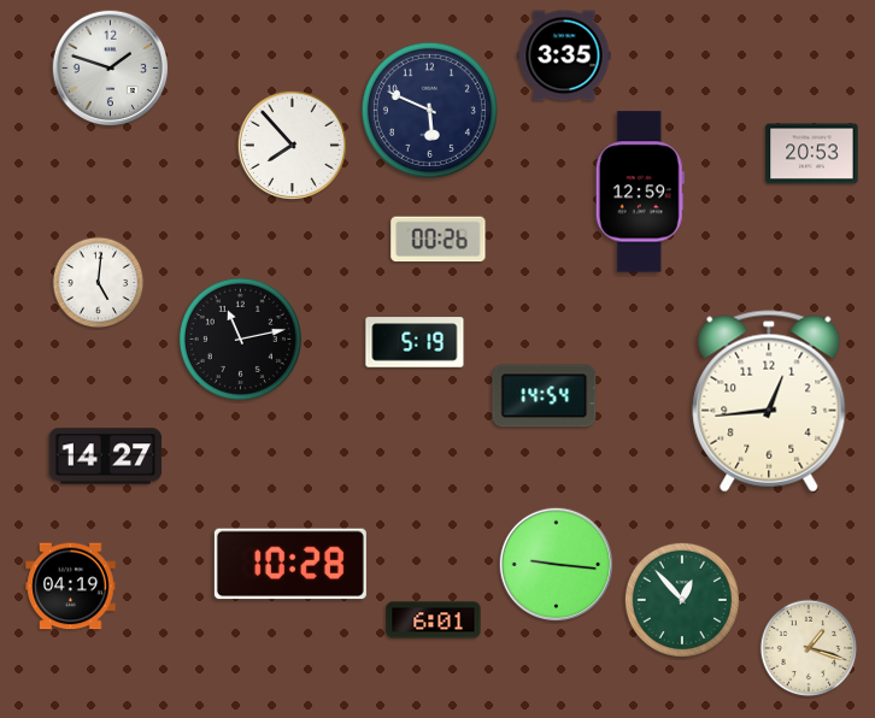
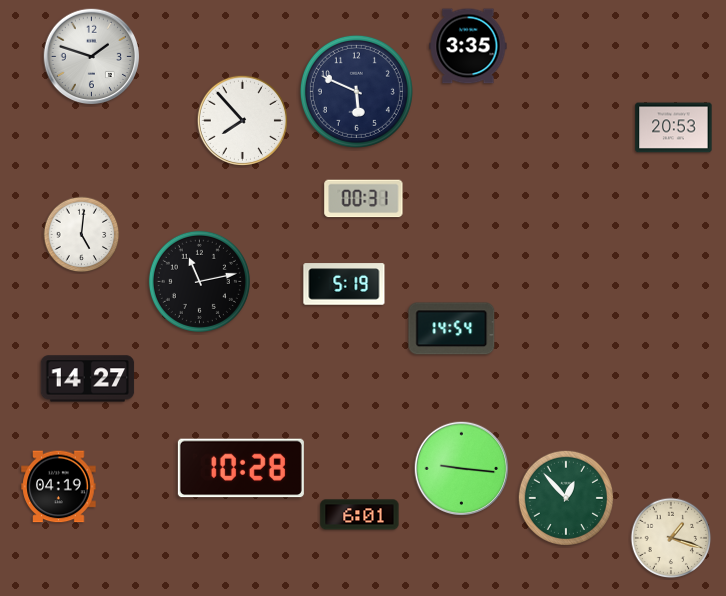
clock at (640, 192): 12:59 -> none
clock at (439, 240): 00:26 -> 00:31
clock at (769, 401): 12:44 -> none
